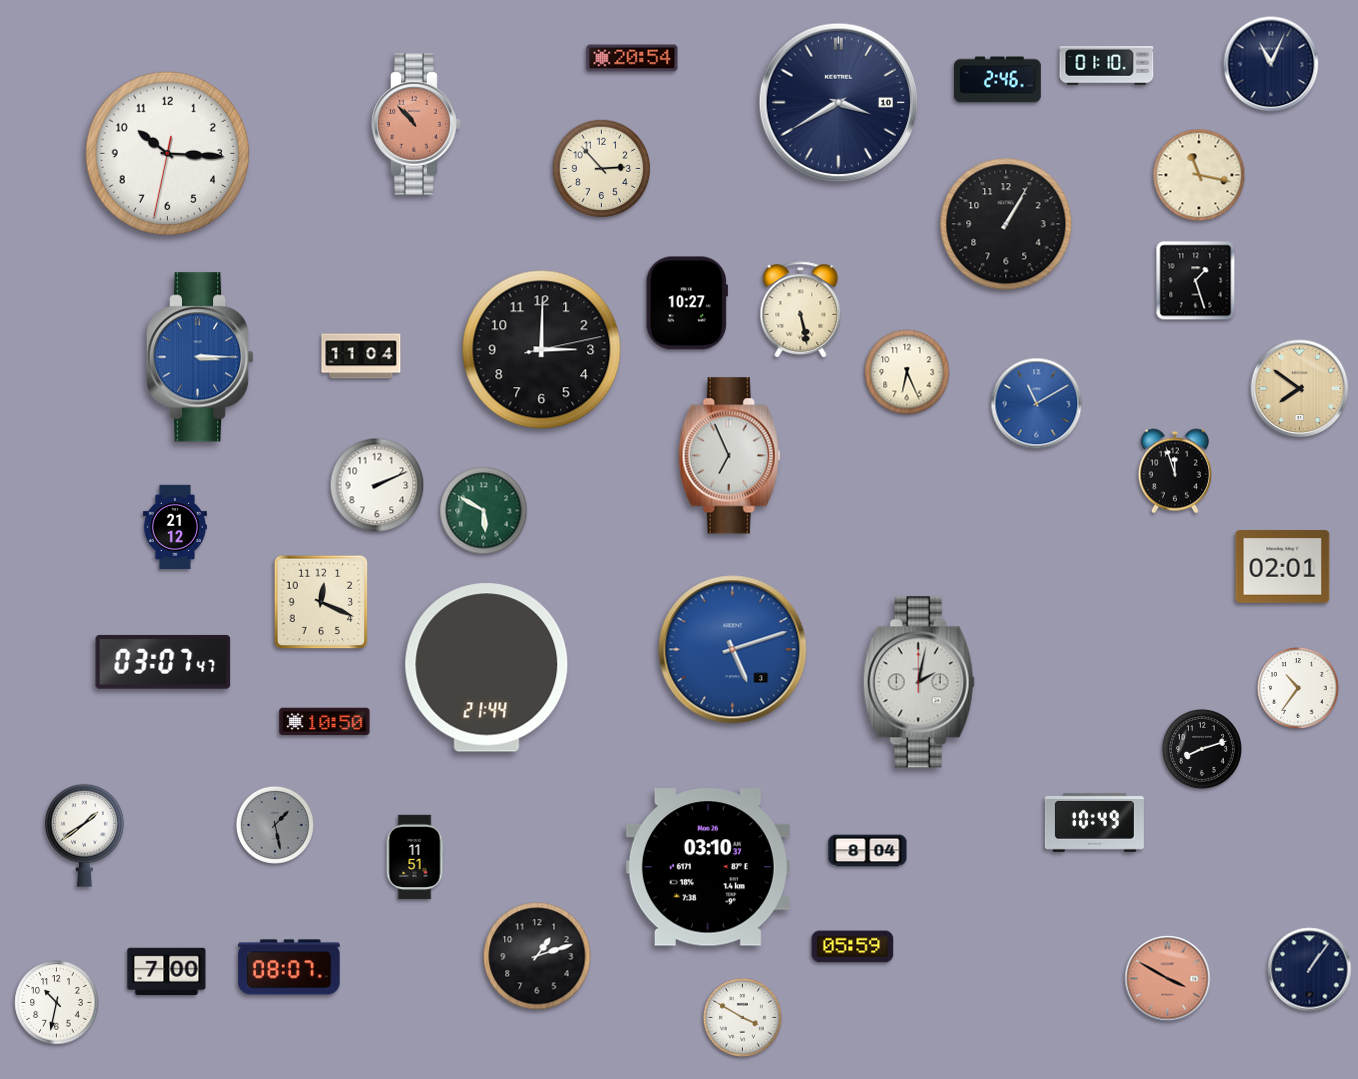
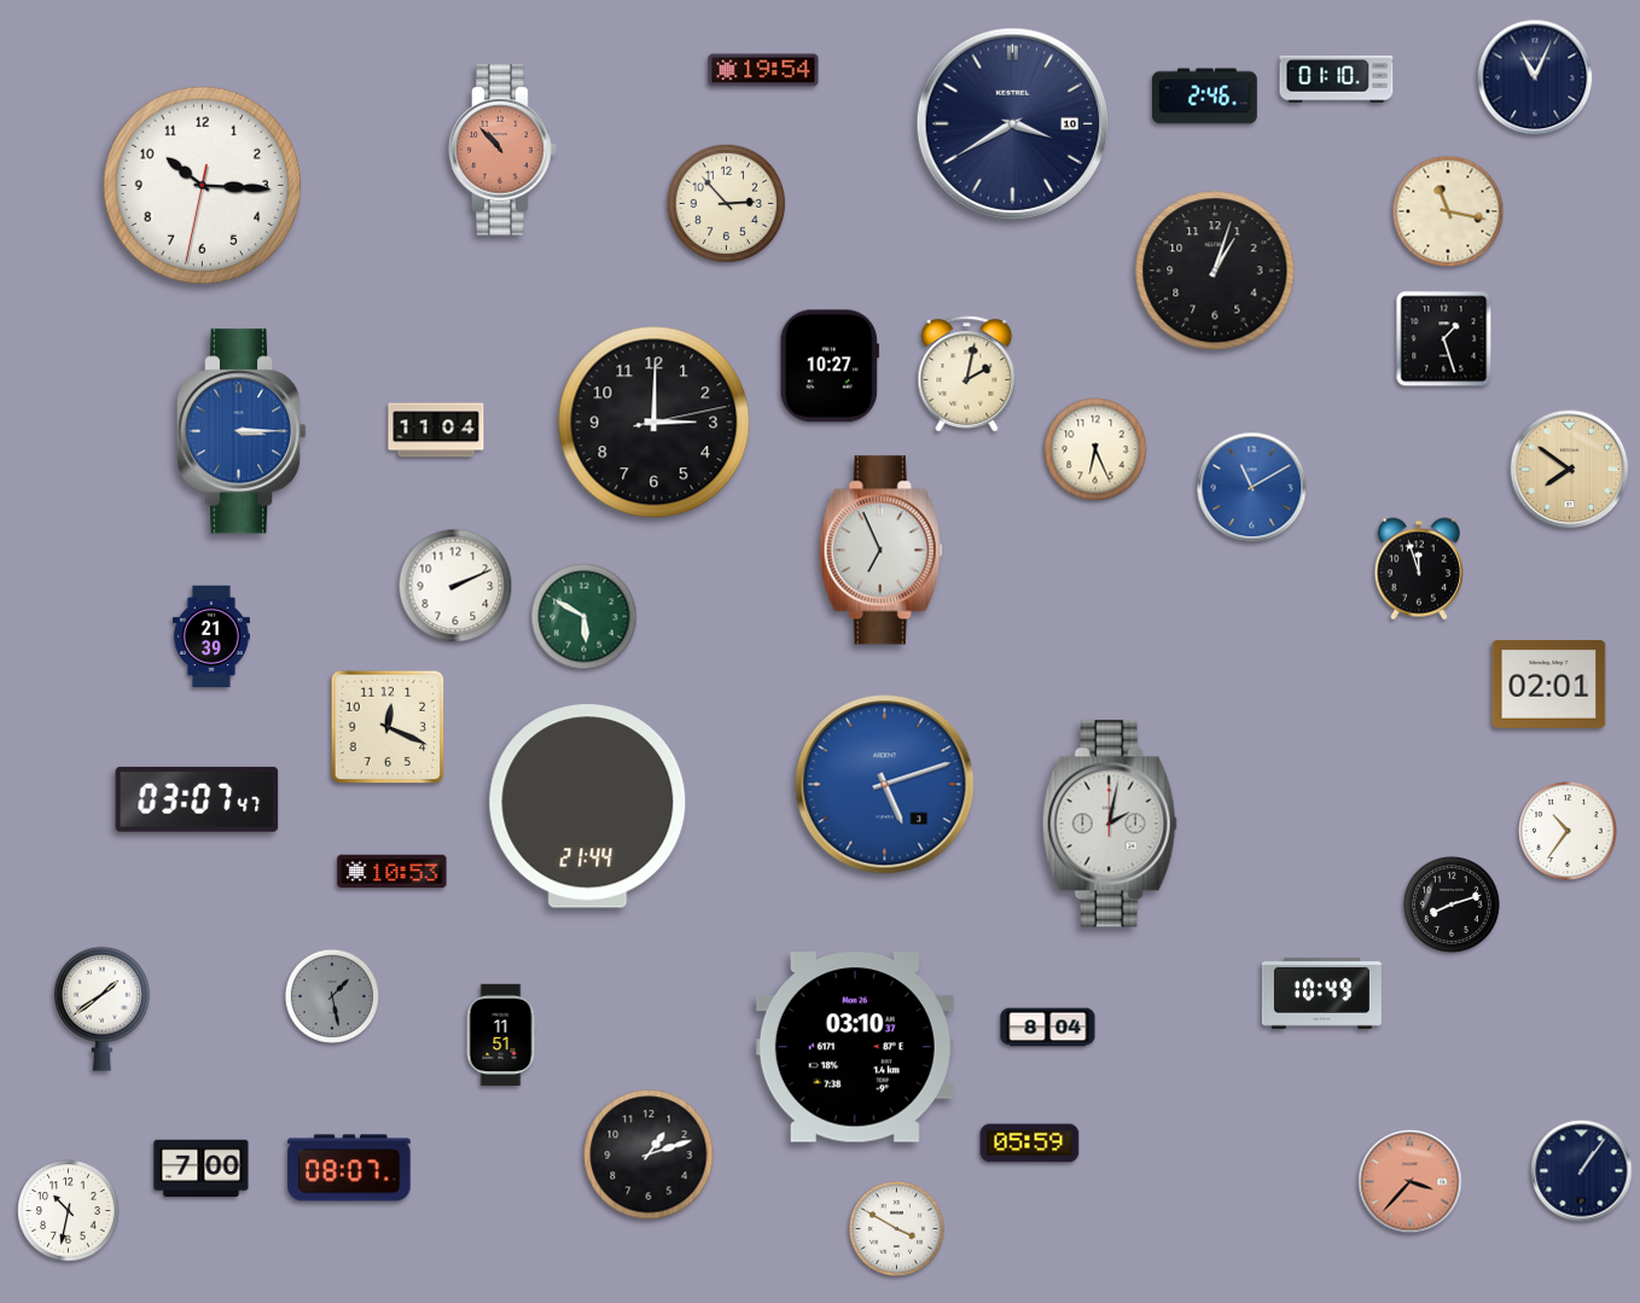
clock at (632, 58): 20:54 -> 19:54
clock at (1006, 224): 1:05 -> 1:03
clock at (801, 310): 5:28 -> 2:02
clock at (175, 527): 21:12 -> 21:39
clock at (325, 722): 10:50 -> 10:53
clock at (167, 972) position: (167, 972) -> (202, 1169)
clock at (1168, 979): 3:50 -> 3:37
